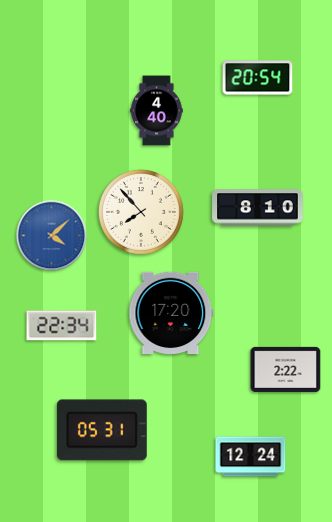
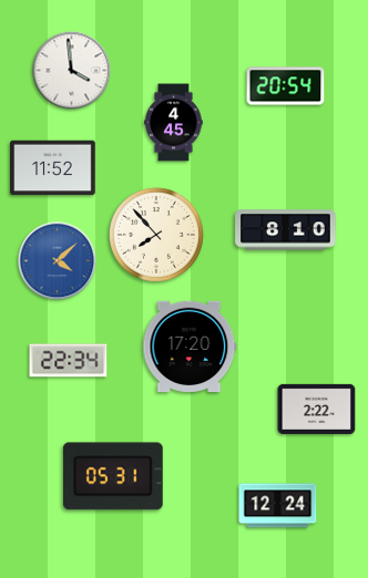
clock at (72, 71): none -> 3:59
clock at (157, 111): 4:40 -> 4:45
clock at (53, 168): none -> 11:52
